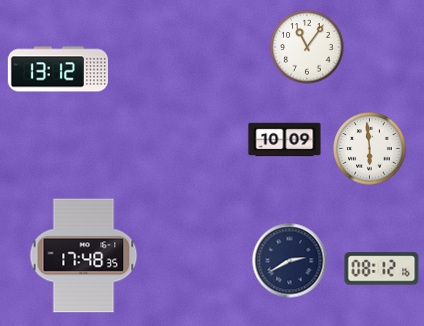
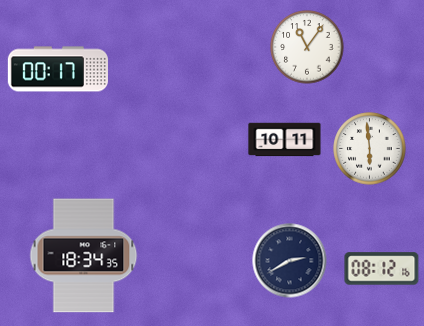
clock at (58, 69): 13:12 -> 00:17
clock at (285, 140): 10:09 -> 10:11
clock at (84, 256): 17:48 -> 18:34
